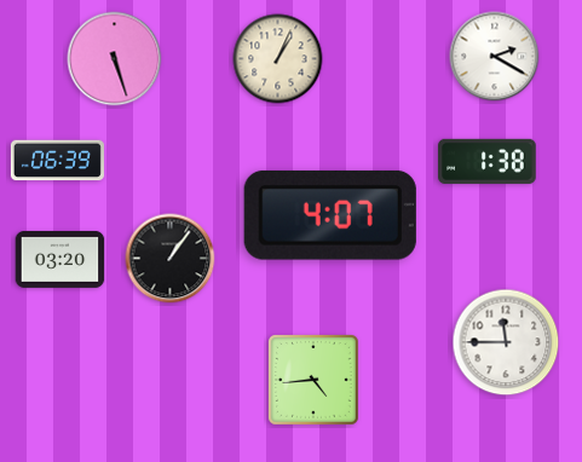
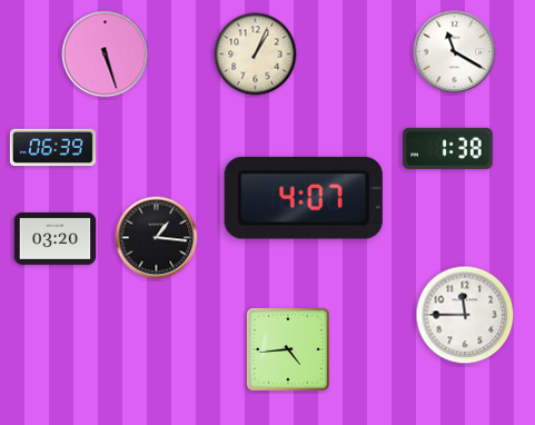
clock at (495, 57): 2:20 -> 11:20
clock at (171, 259): 1:06 -> 1:16
